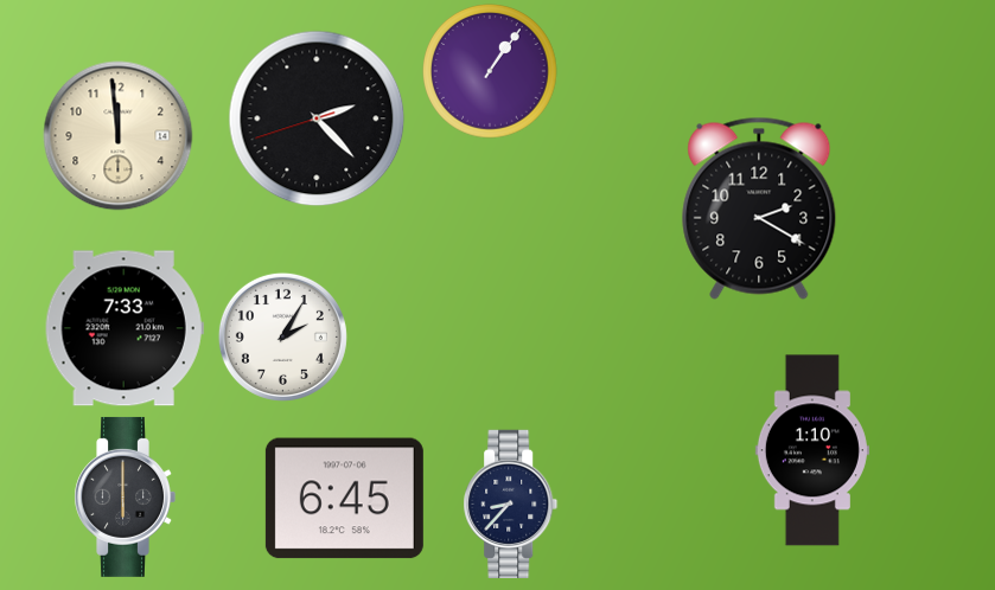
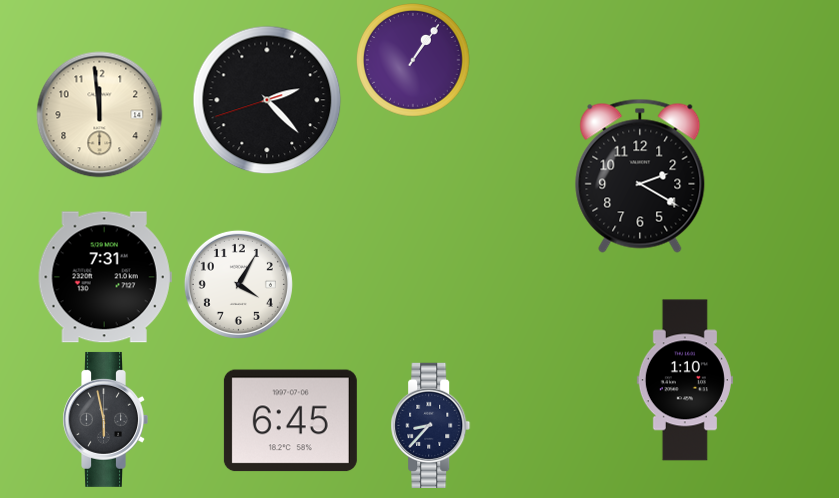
clock at (125, 328): 7:33 -> 7:31
clock at (282, 336): 2:05 -> 4:05
clock at (125, 496): 6:00 -> 5:58
